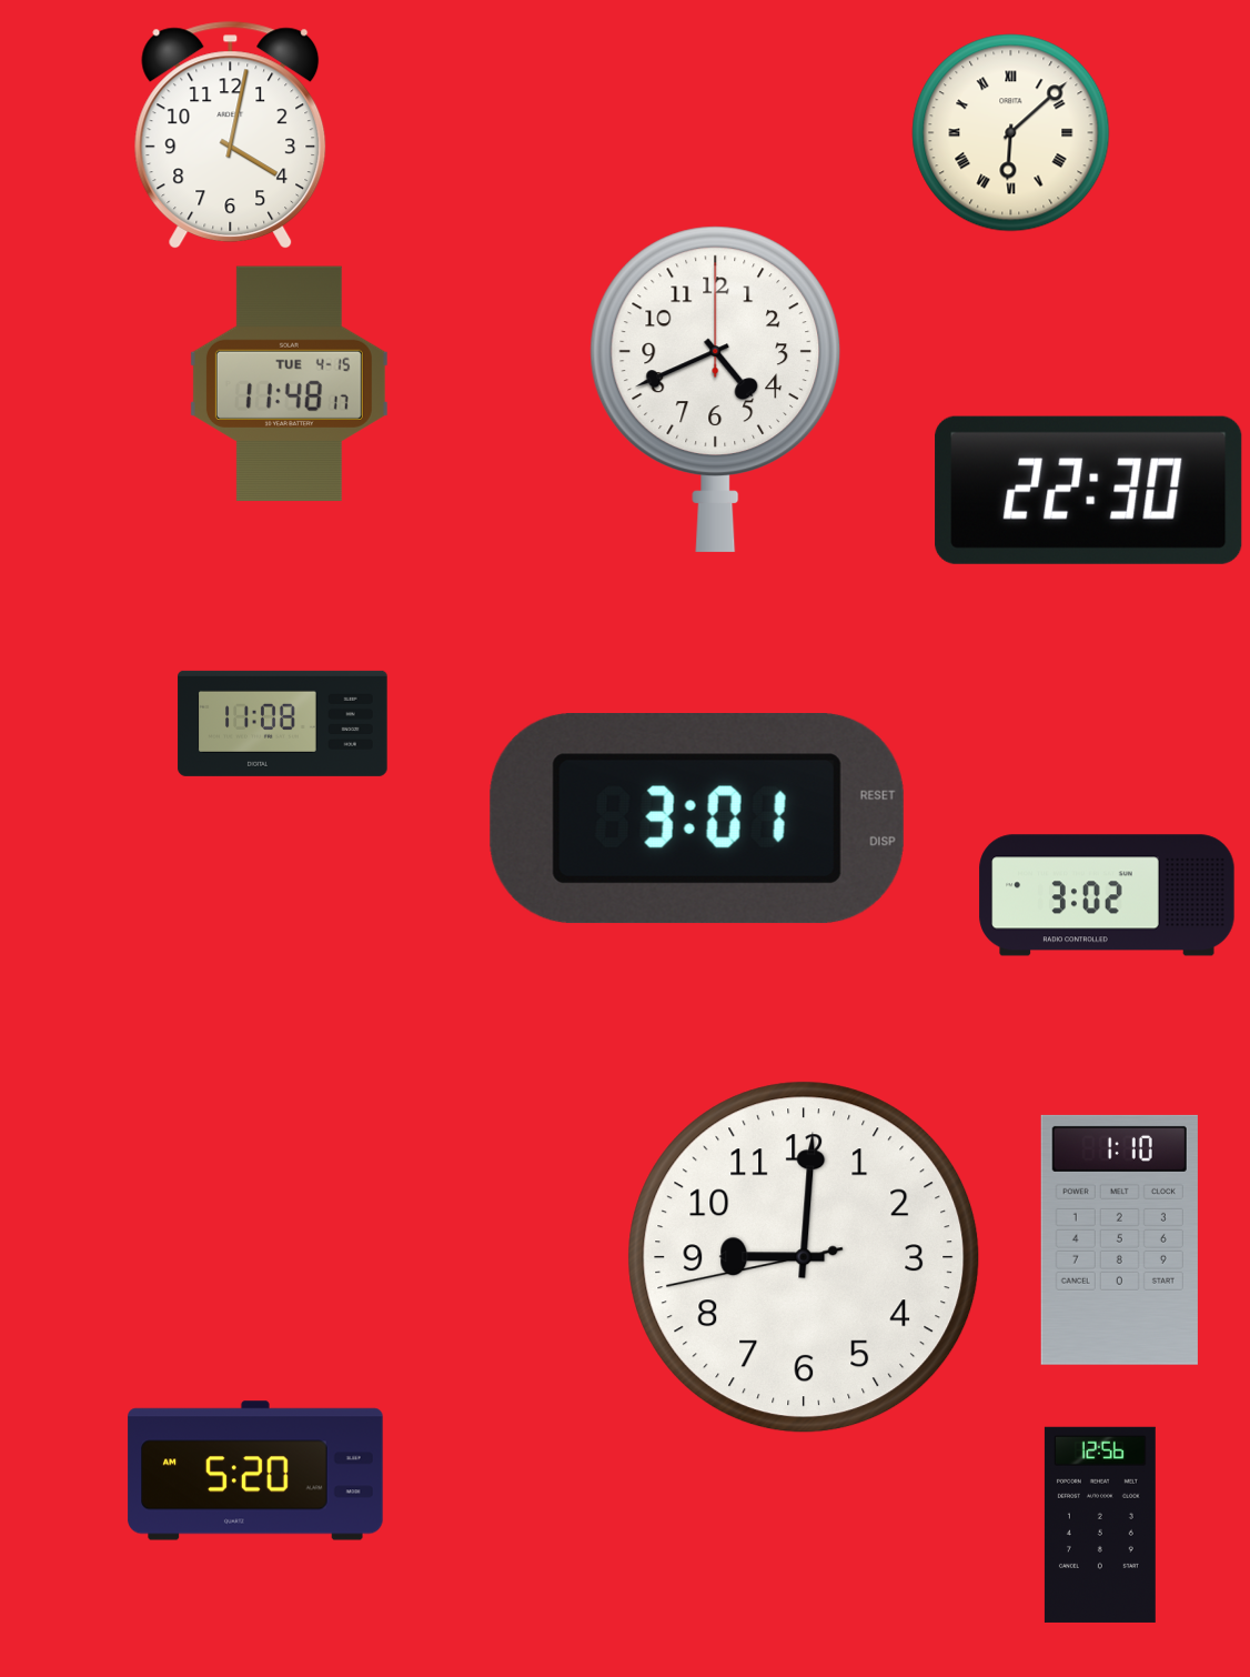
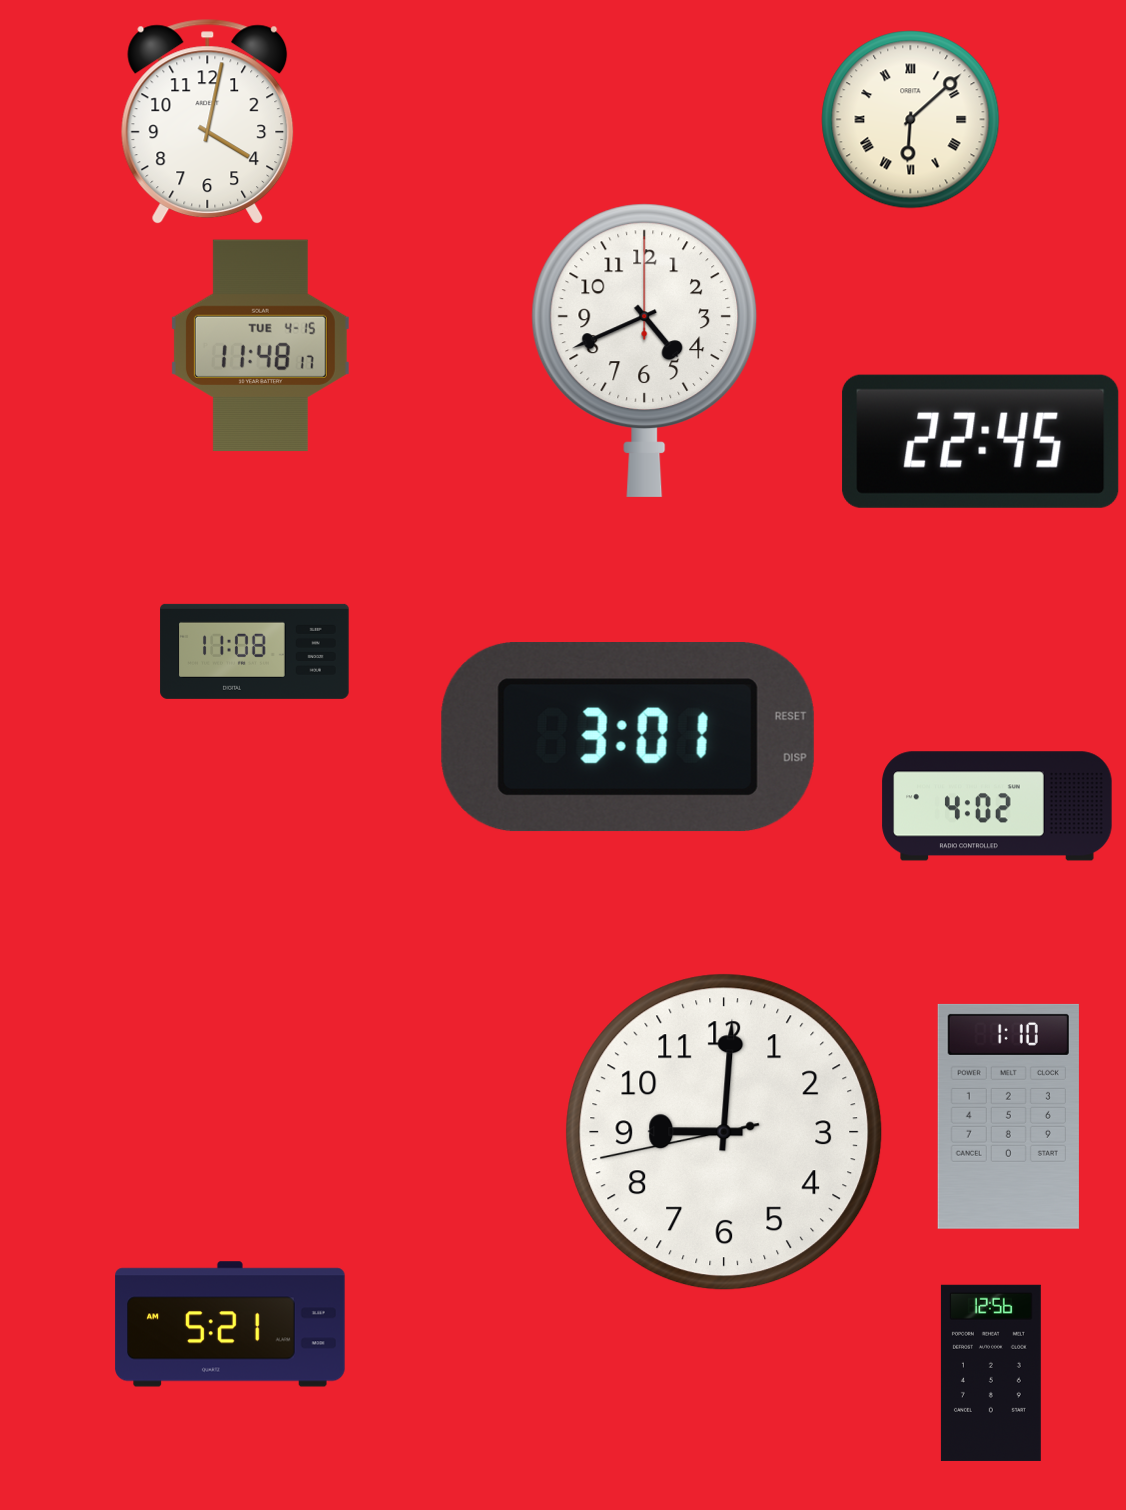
clock at (1089, 490): 22:30 -> 22:45
clock at (1107, 895): 3:02 -> 4:02
clock at (255, 1470): 5:20 -> 5:21
